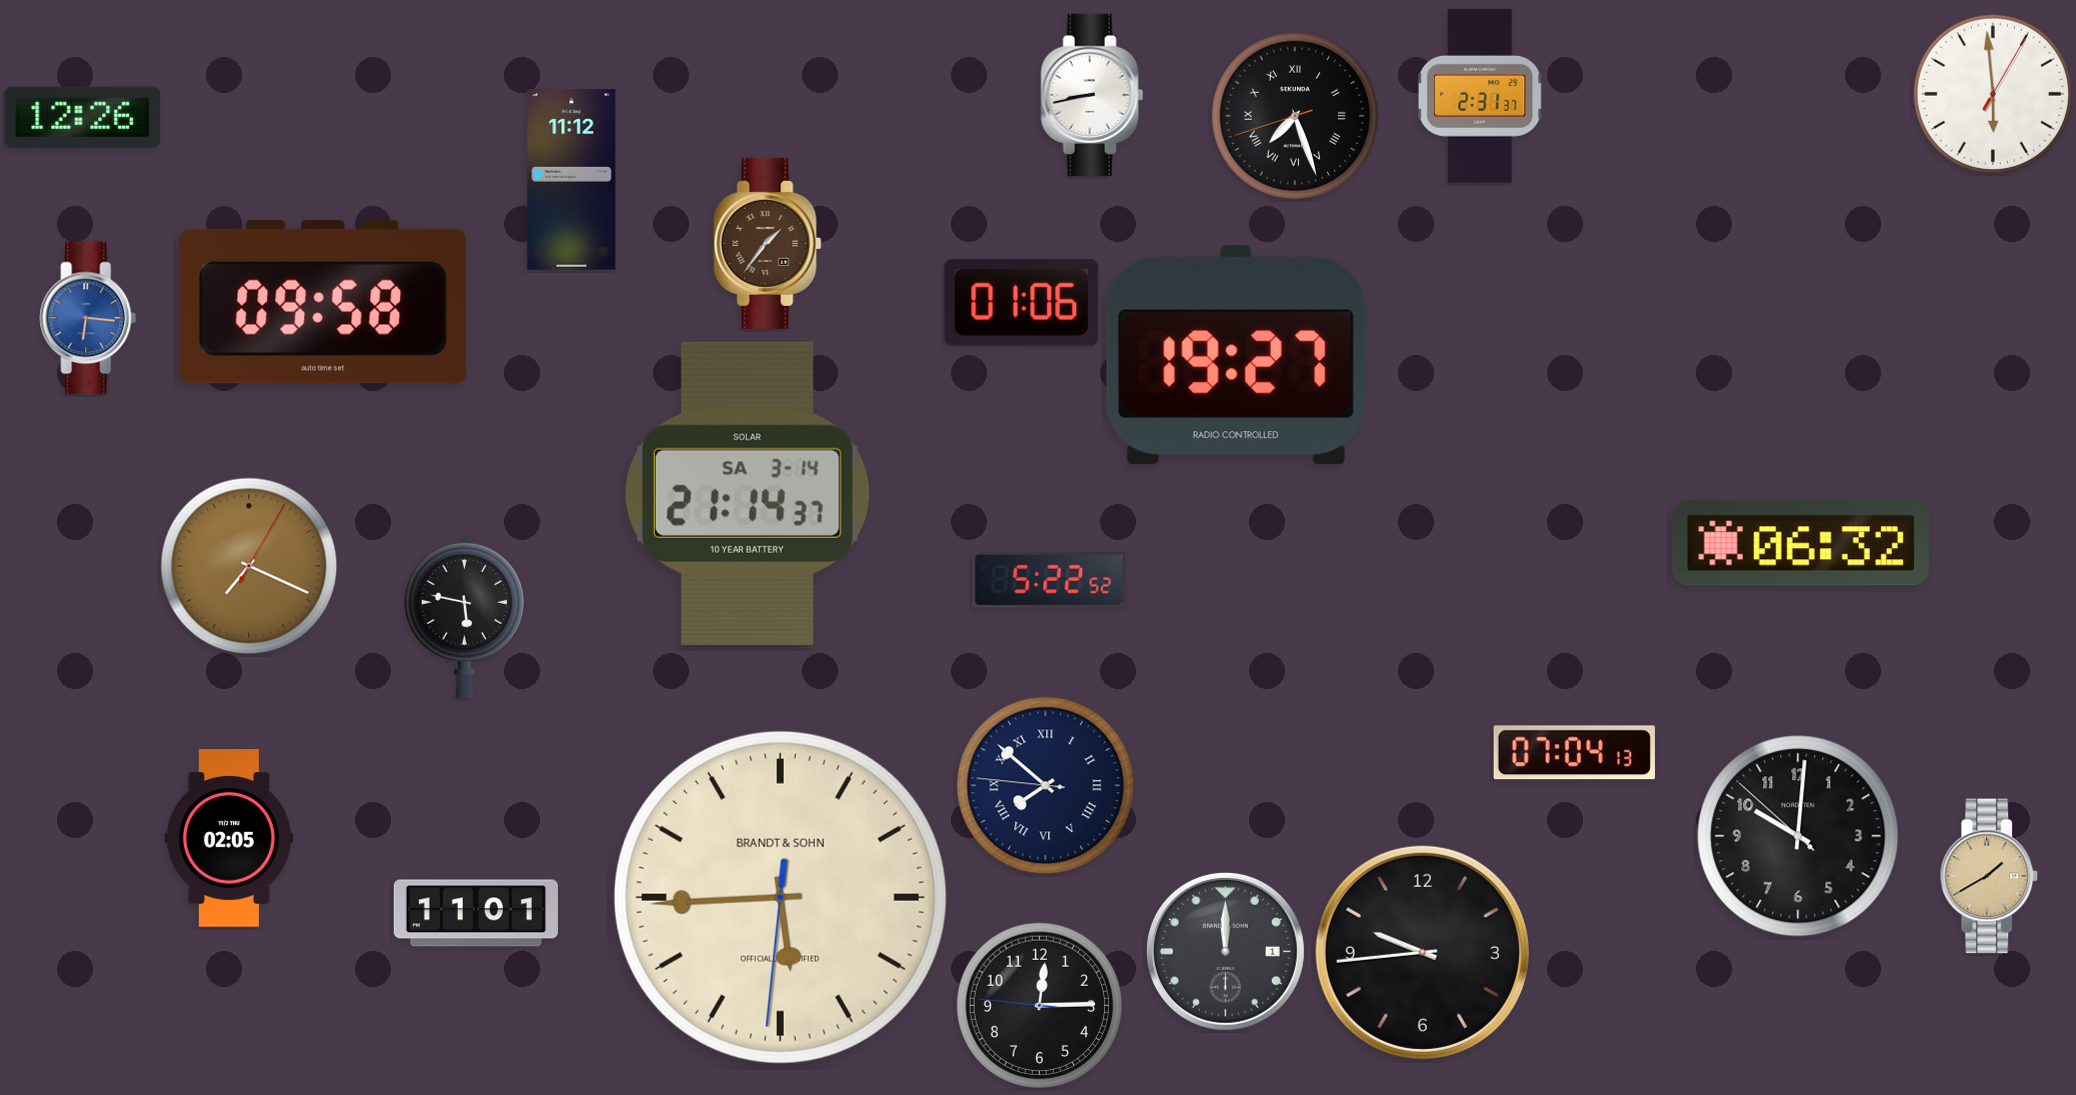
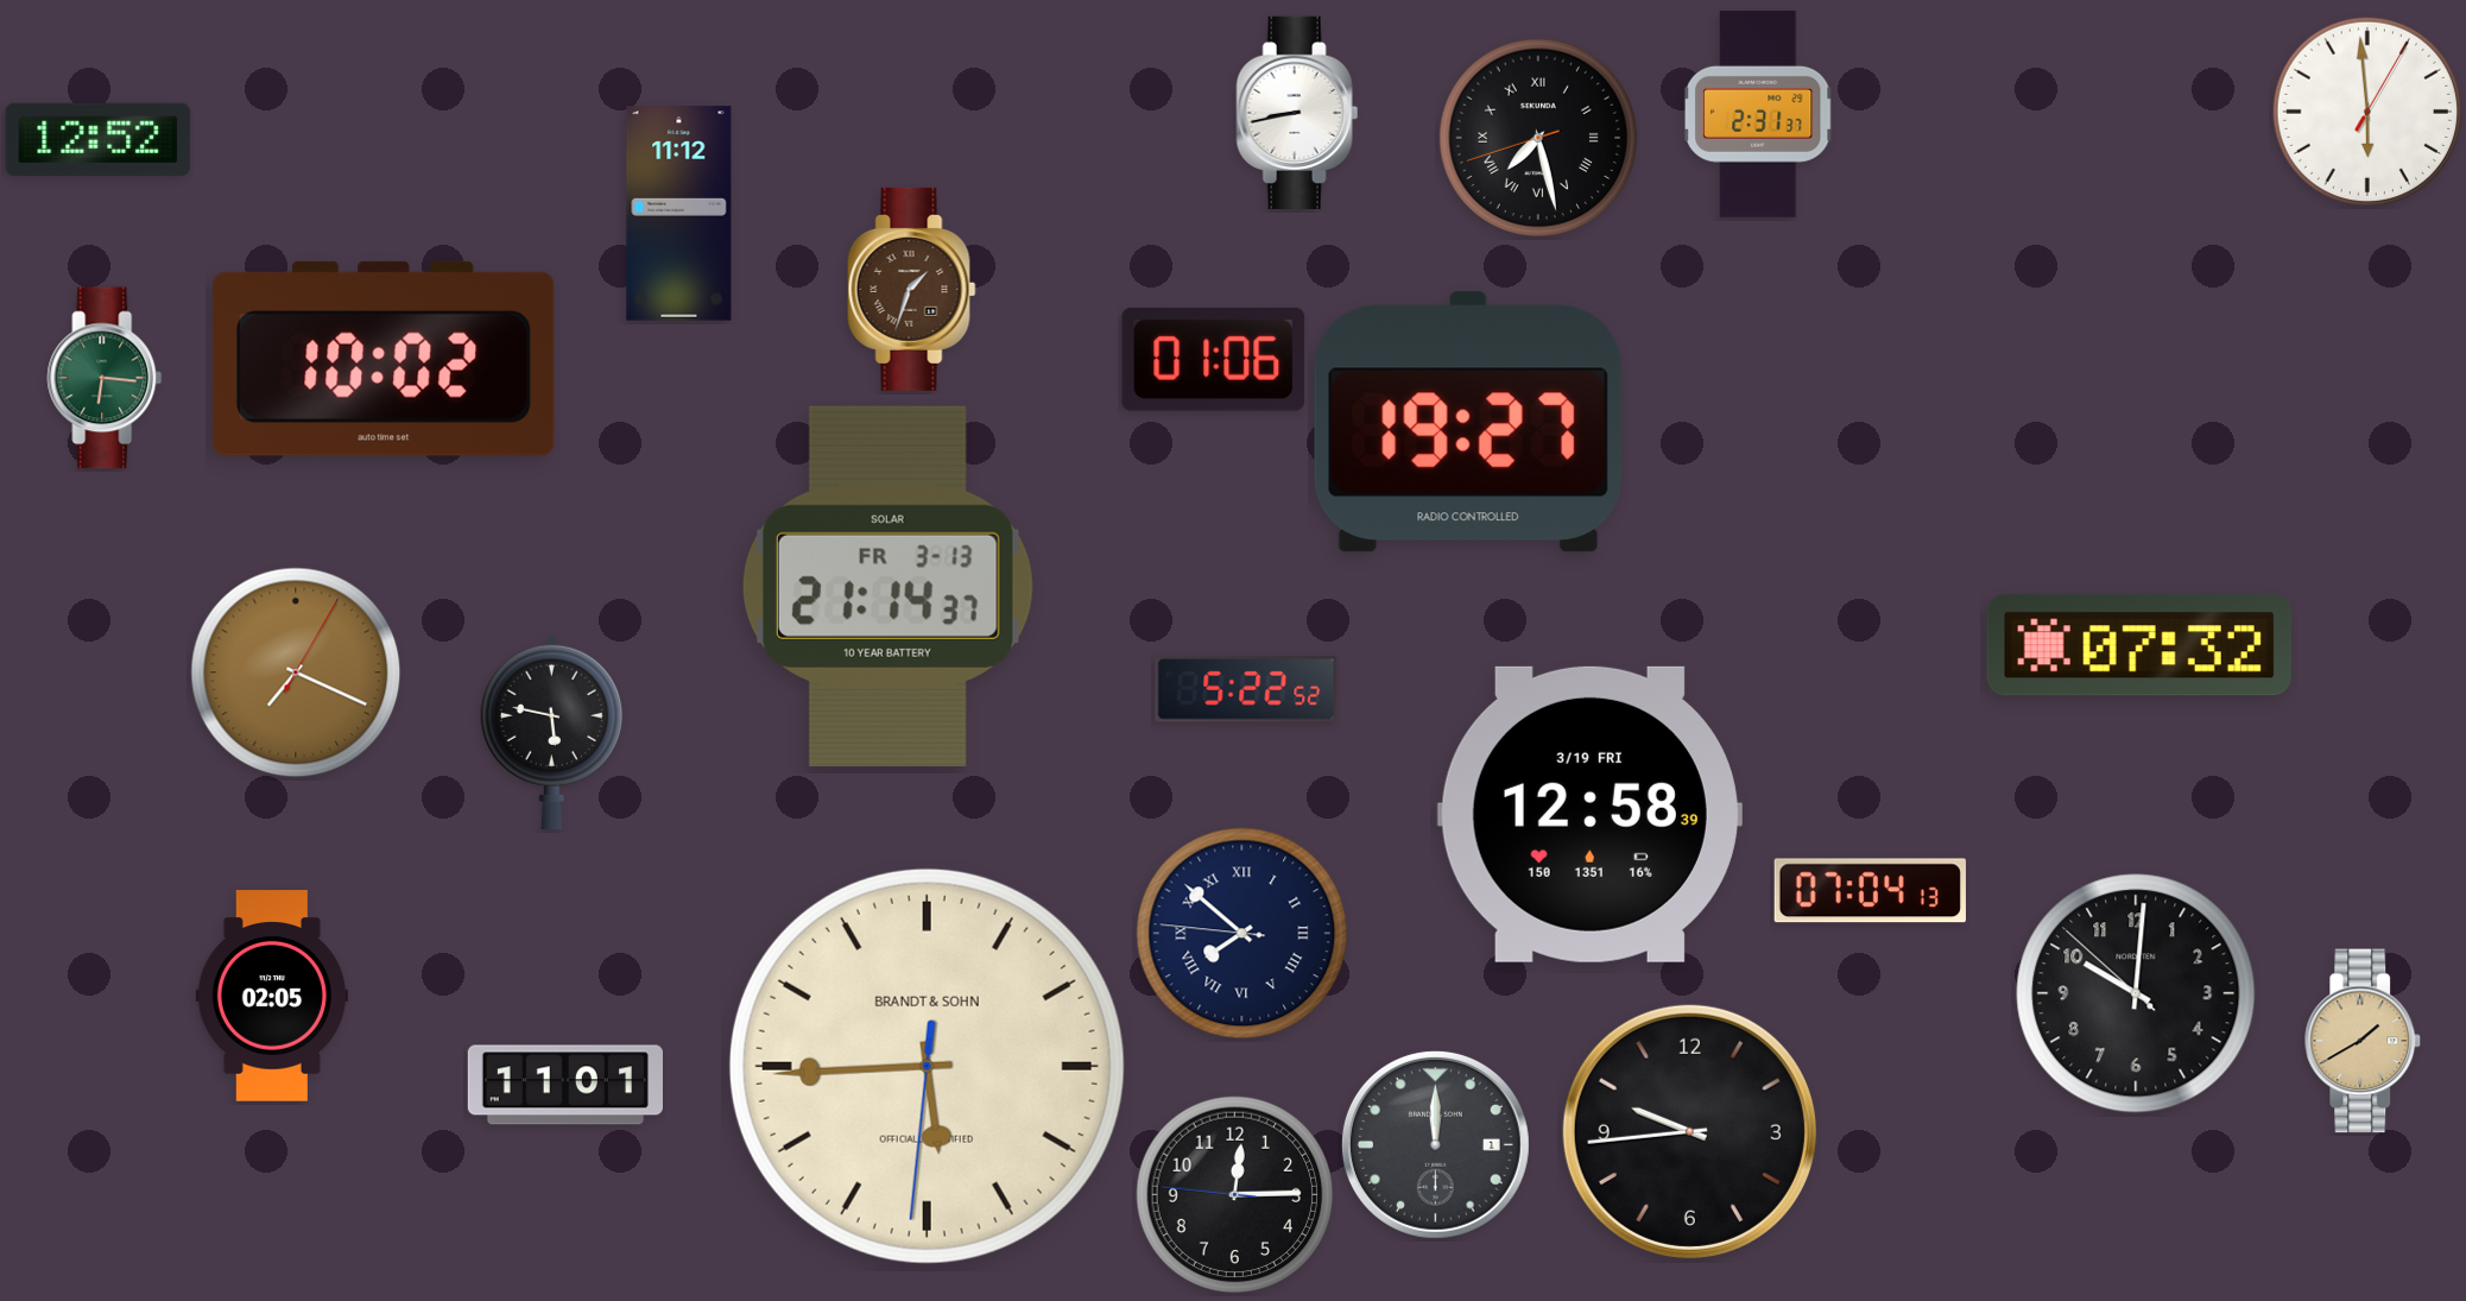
clock at (1295, 116): 7:26 -> 7:27
clock at (83, 117): 12:26 -> 12:52
clock at (768, 243): 1:36 -> 1:33
clock at (323, 302): 09:58 -> 10:02
clock at (88, 318) dial: blue -> green
clock at (747, 493) date: SA 3-14 -> FR 3-13
clock at (1801, 543): 06:32 -> 07:32
clock at (1589, 814): none -> 12:58
clock at (1574, 753) position: (1574, 753) -> (1870, 891)
clock at (1225, 951) position: (1225, 951) -> (1435, 1144)
